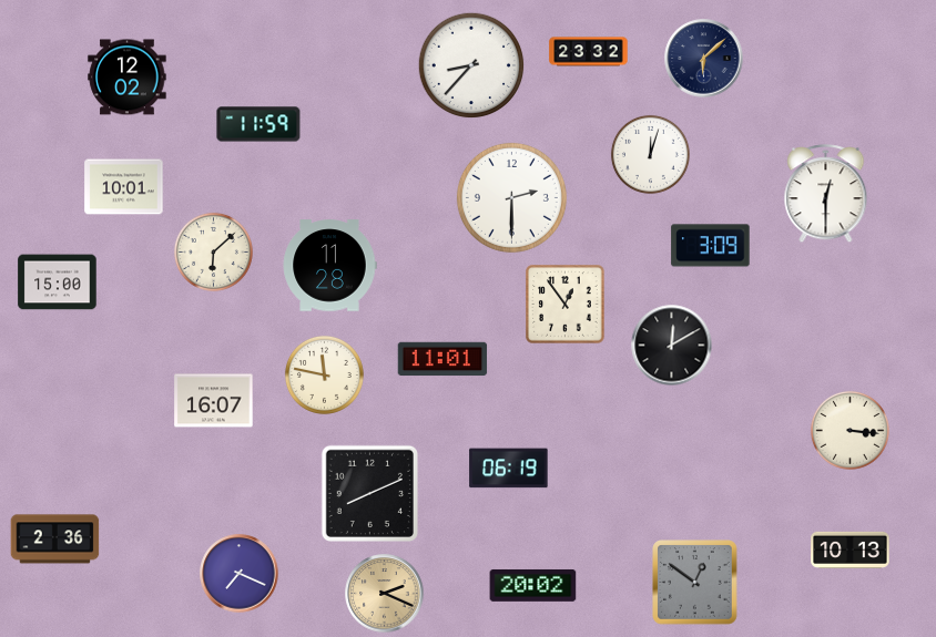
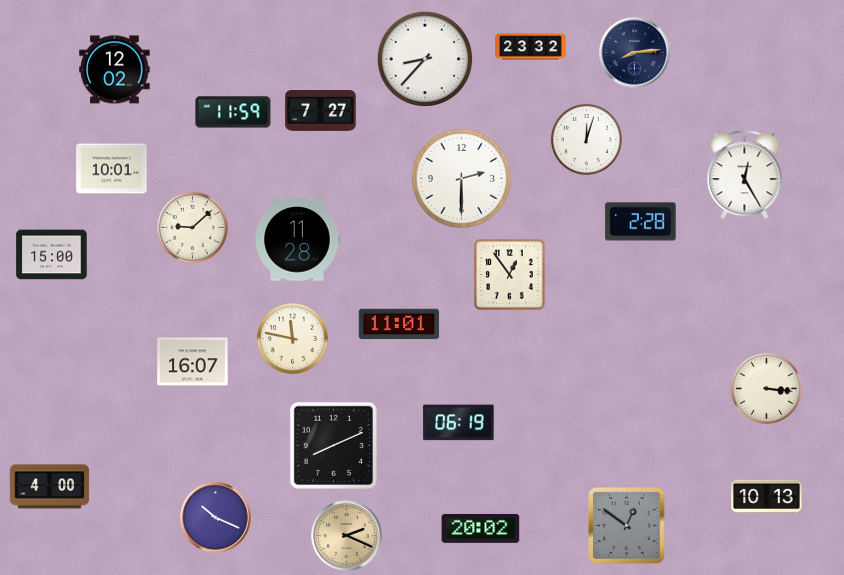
clock at (704, 59): 6:08 -> 8:14
clock at (321, 111): none -> 7:27
clock at (826, 194): 12:30 -> 12:25
clock at (711, 246): 3:09 -> 2:28
clock at (213, 251): 6:08 -> 9:08
clock at (672, 346): 12:10 -> none
clock at (55, 540): 2:36 -> 4:00
clock at (240, 574): 7:19 -> 10:19
